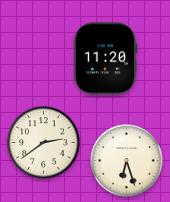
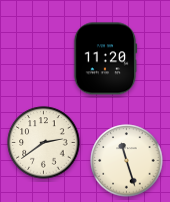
clock at (127, 161): 6:27 -> 11:27
